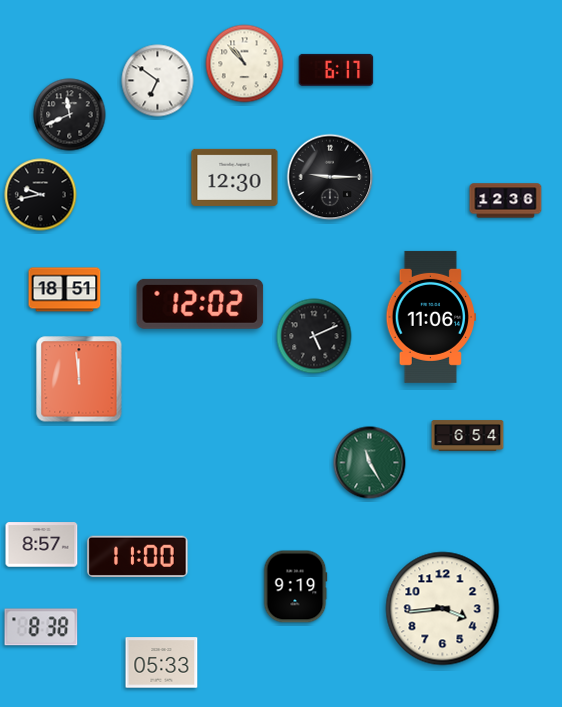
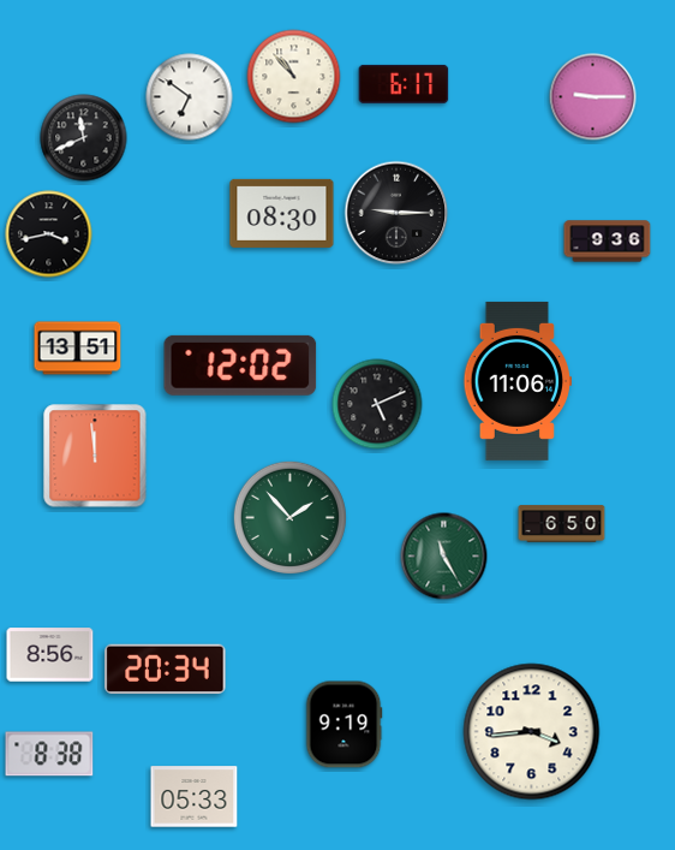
clock at (593, 97): none -> 9:15
clock at (235, 177): 12:30 -> 08:30
clock at (41, 195): 9:43 -> 3:43
clock at (506, 201): 12:36 -> 9:36
clock at (65, 290): 18:51 -> 13:51
clock at (289, 517): none -> 1:53
clock at (468, 436): 6:54 -> 6:50
clock at (42, 545): 8:57 -> 8:56
clock at (138, 557): 11:00 -> 20:34
clock at (295, 587) position: (295, 587) -> (344, 725)
